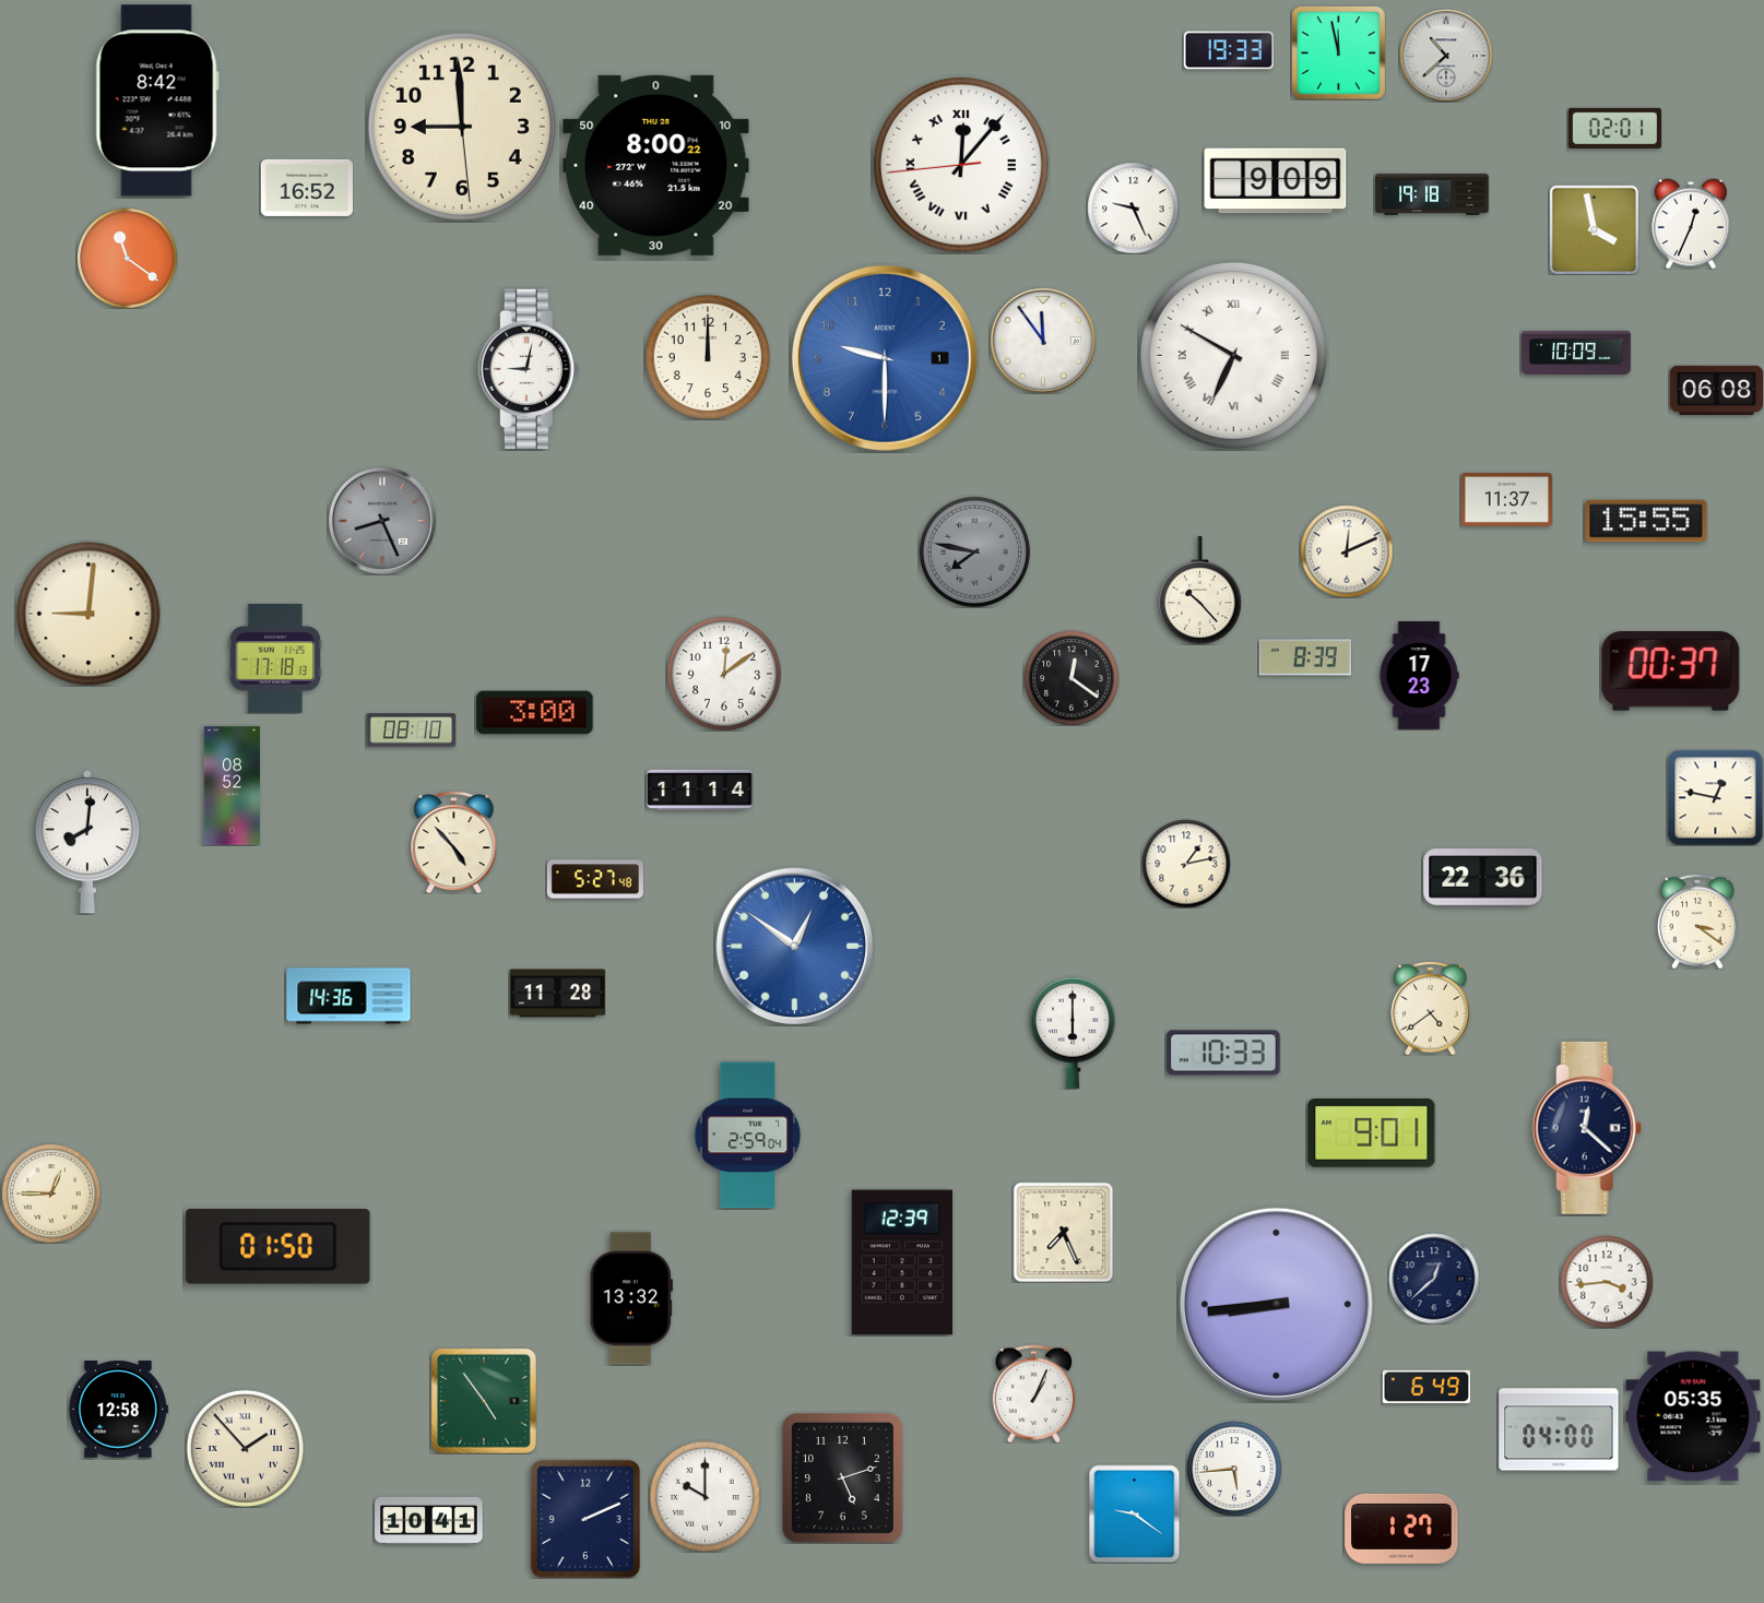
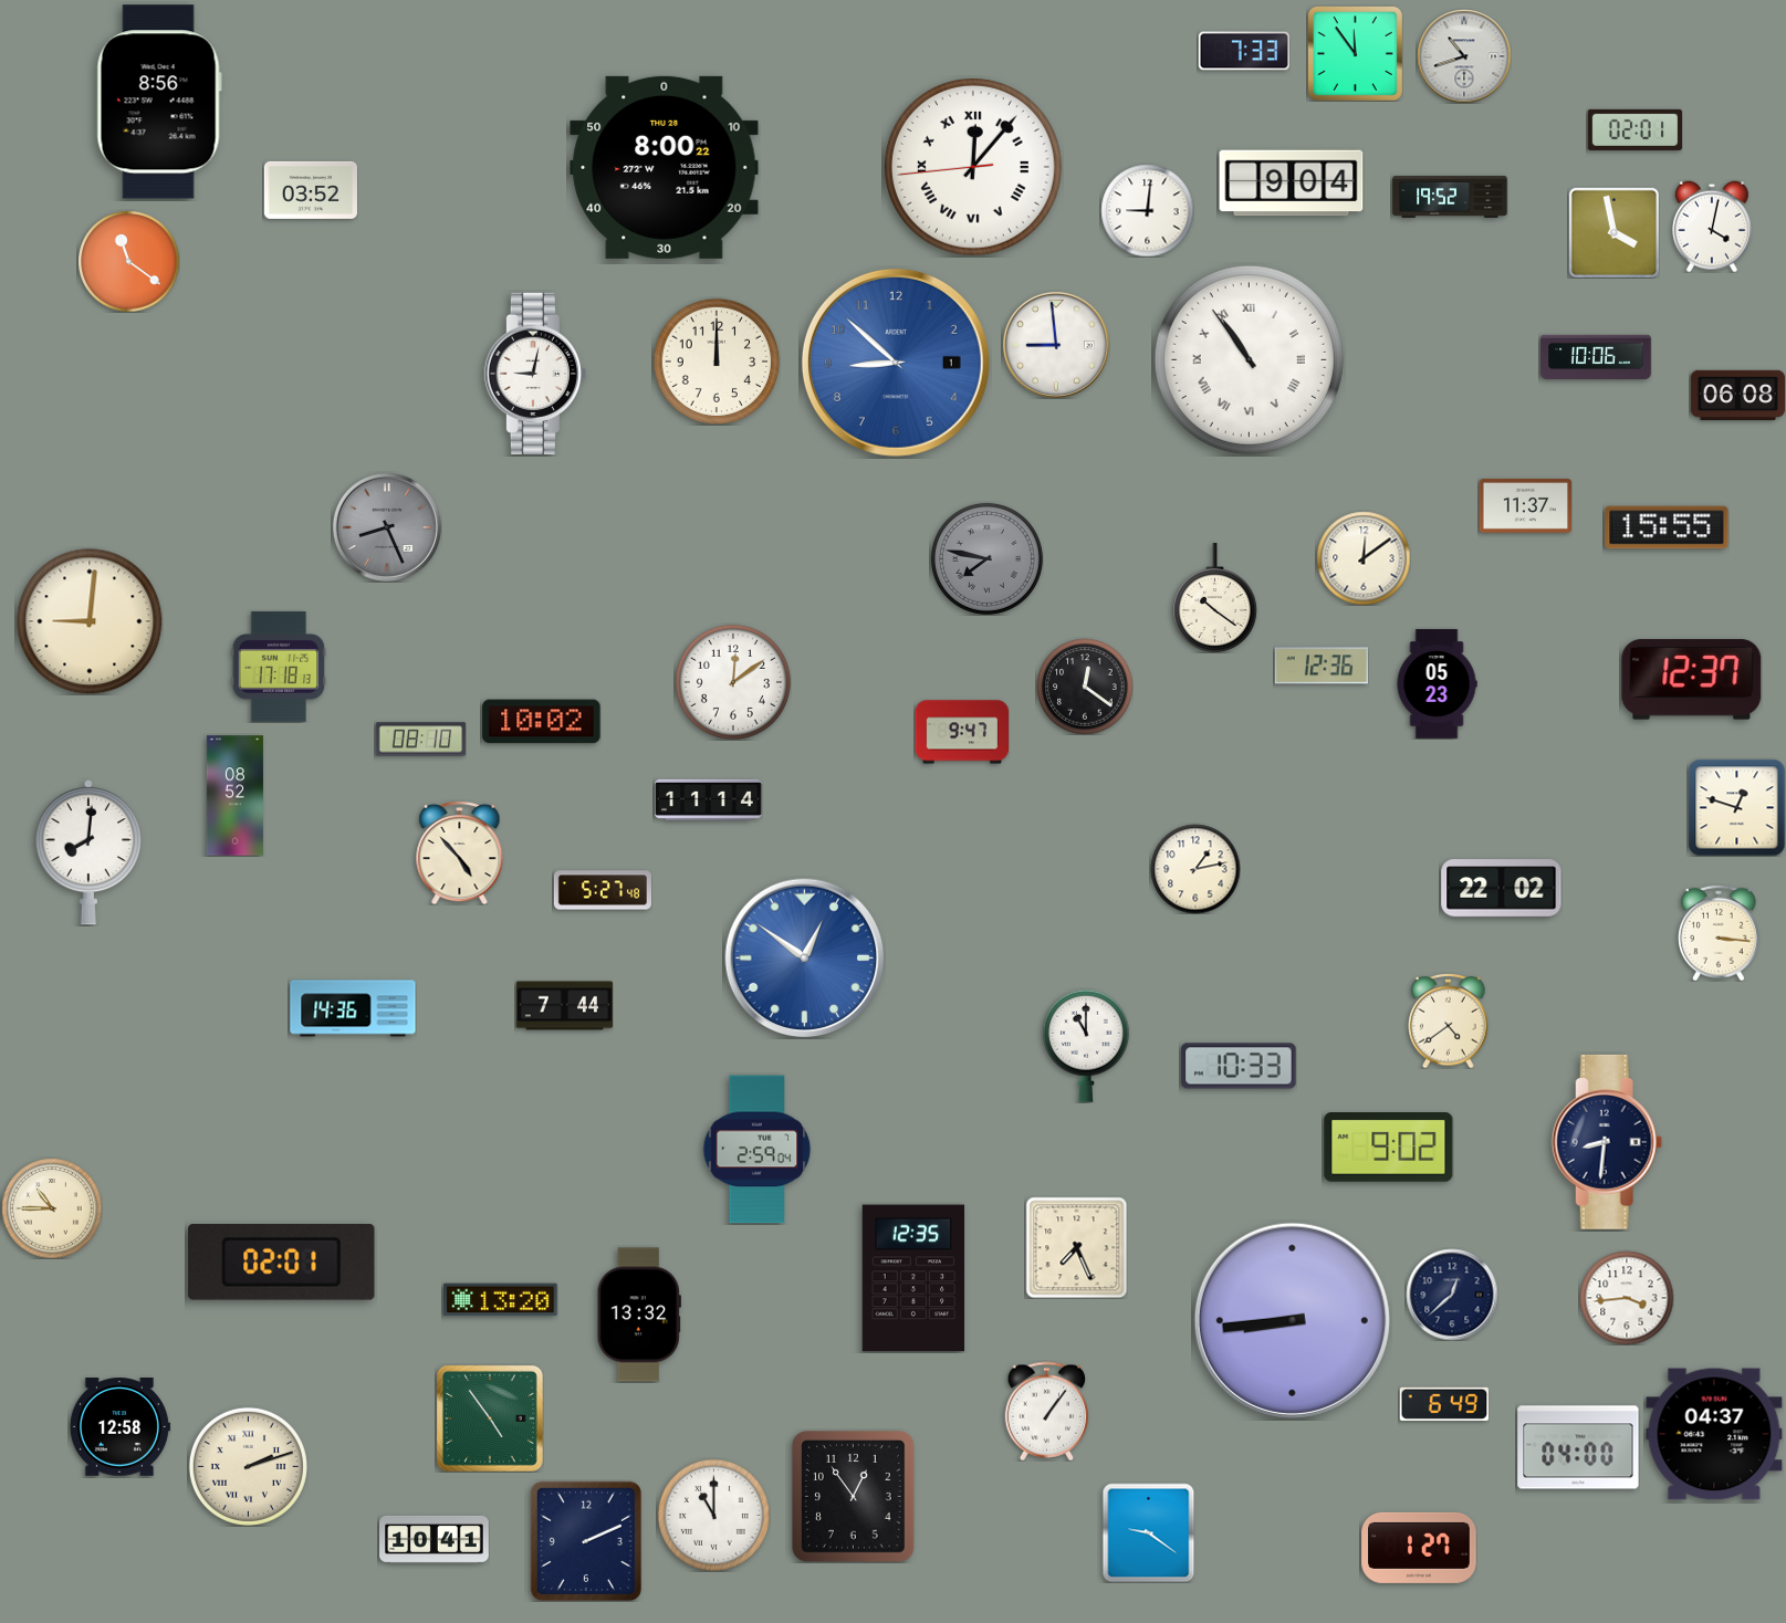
clock at (1229, 50): 19:33 -> 7:33
clock at (1338, 52): 11:58 -> 11:54
clock at (1446, 56): 10:38 -> 10:42
clock at (157, 100): 8:42 -> 8:56
clock at (462, 127): 8:59 -> none
clock at (1276, 181): 9:09 -> 9:04
clock at (306, 188): 16:52 -> 03:52
clock at (1432, 194): 19:18 -> 19:52
clock at (1133, 207): 9:26 -> 9:01
clock at (1691, 224): 12:34 -> 4:02
clock at (1043, 341): 11:54 -> 8:59
clock at (1576, 353): 10:09 -> 10:06
clock at (1233, 355): 6:50 -> 10:54
clock at (885, 358): 9:30 -> 8:52
clock at (1347, 551): 12:11 -> 12:09
clock at (1199, 591): 10:23 -> 10:21
clock at (1305, 657): 8:39 -> 12:36
clock at (1671, 672): 00:37 -> 12:37
clock at (1419, 676): 17:23 -> 05:23
clock at (535, 713): 3:00 -> 10:02
clock at (961, 732): none -> 9:47
clock at (411, 731) position: (411, 731) -> (420, 740)
clock at (1715, 797): 12:47 -> 12:48
clock at (1186, 864) position: (1186, 864) -> (1195, 869)
clock at (1483, 878): 22:36 -> 22:02
clock at (1697, 922): 3:21 -> 3:16
clock at (557, 994): 11:28 -> 7:44
clock at (1073, 1033): 6:00 -> 11:00
clock at (1587, 1128): 12:22 -> 8:31
clock at (1372, 1133): 9:01 -> 9:02
clock at (51, 1194): 12:45 -> 10:45
clock at (279, 1246): 01:50 -> 02:01
clock at (902, 1262): 12:39 -> 12:35
clock at (501, 1300): none -> 13:20
clock at (1034, 1393): 1:04 -> 1:06
clock at (1693, 1416): 05:35 -> 04:37
clock at (245, 1448): 1:53 -> 2:12
clock at (1234, 1469): 5:44 -> none
clock at (843, 1479): 5:12 -> 12:54
clock at (705, 1496): 10:00 -> 11:00
clock at (585, 1519) position: (585, 1519) -> (586, 1541)
